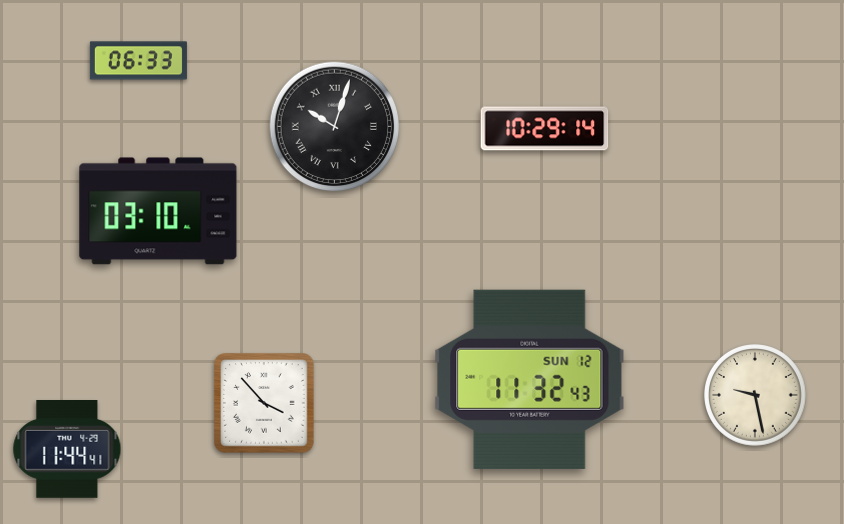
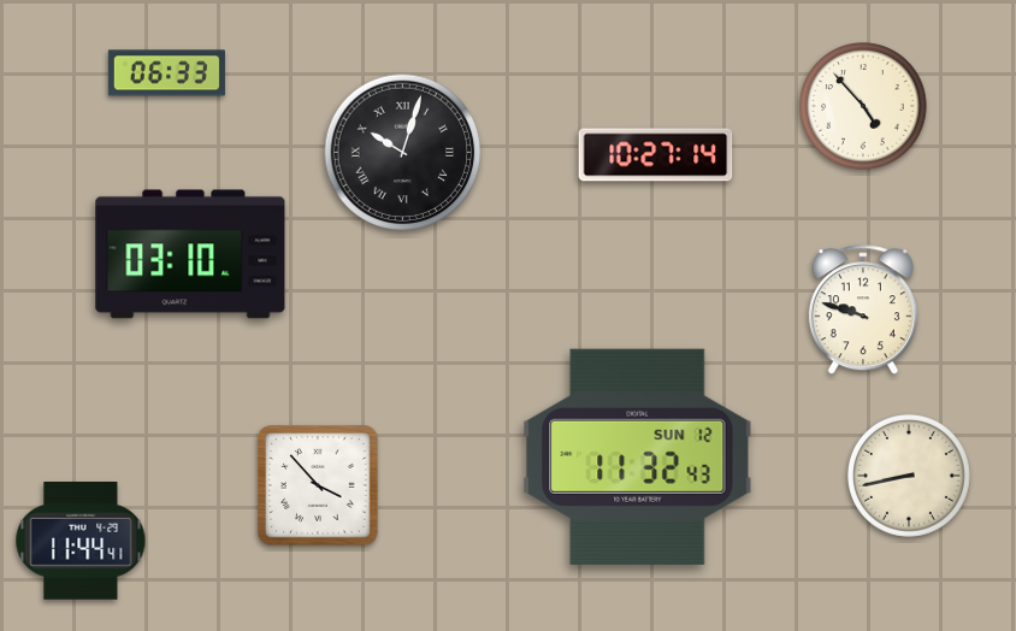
clock at (863, 106): none -> 4:53
clock at (545, 129): 10:29 -> 10:27
clock at (863, 311): none -> 9:48
clock at (756, 396): 9:28 -> 8:43
